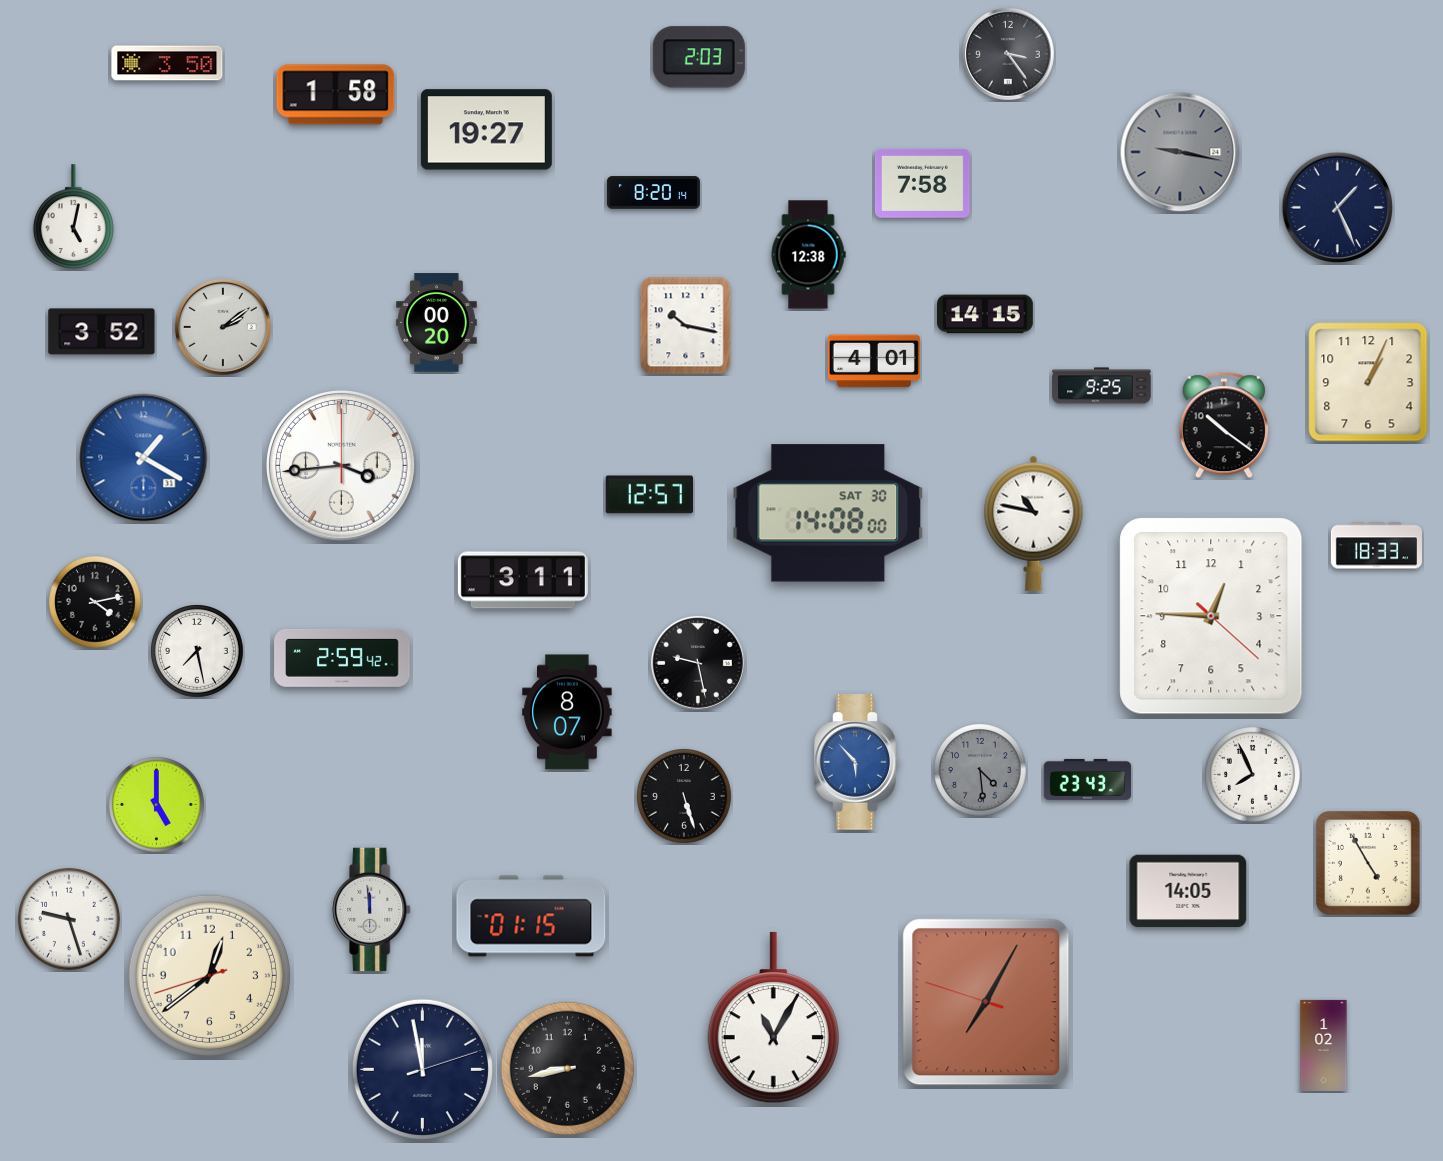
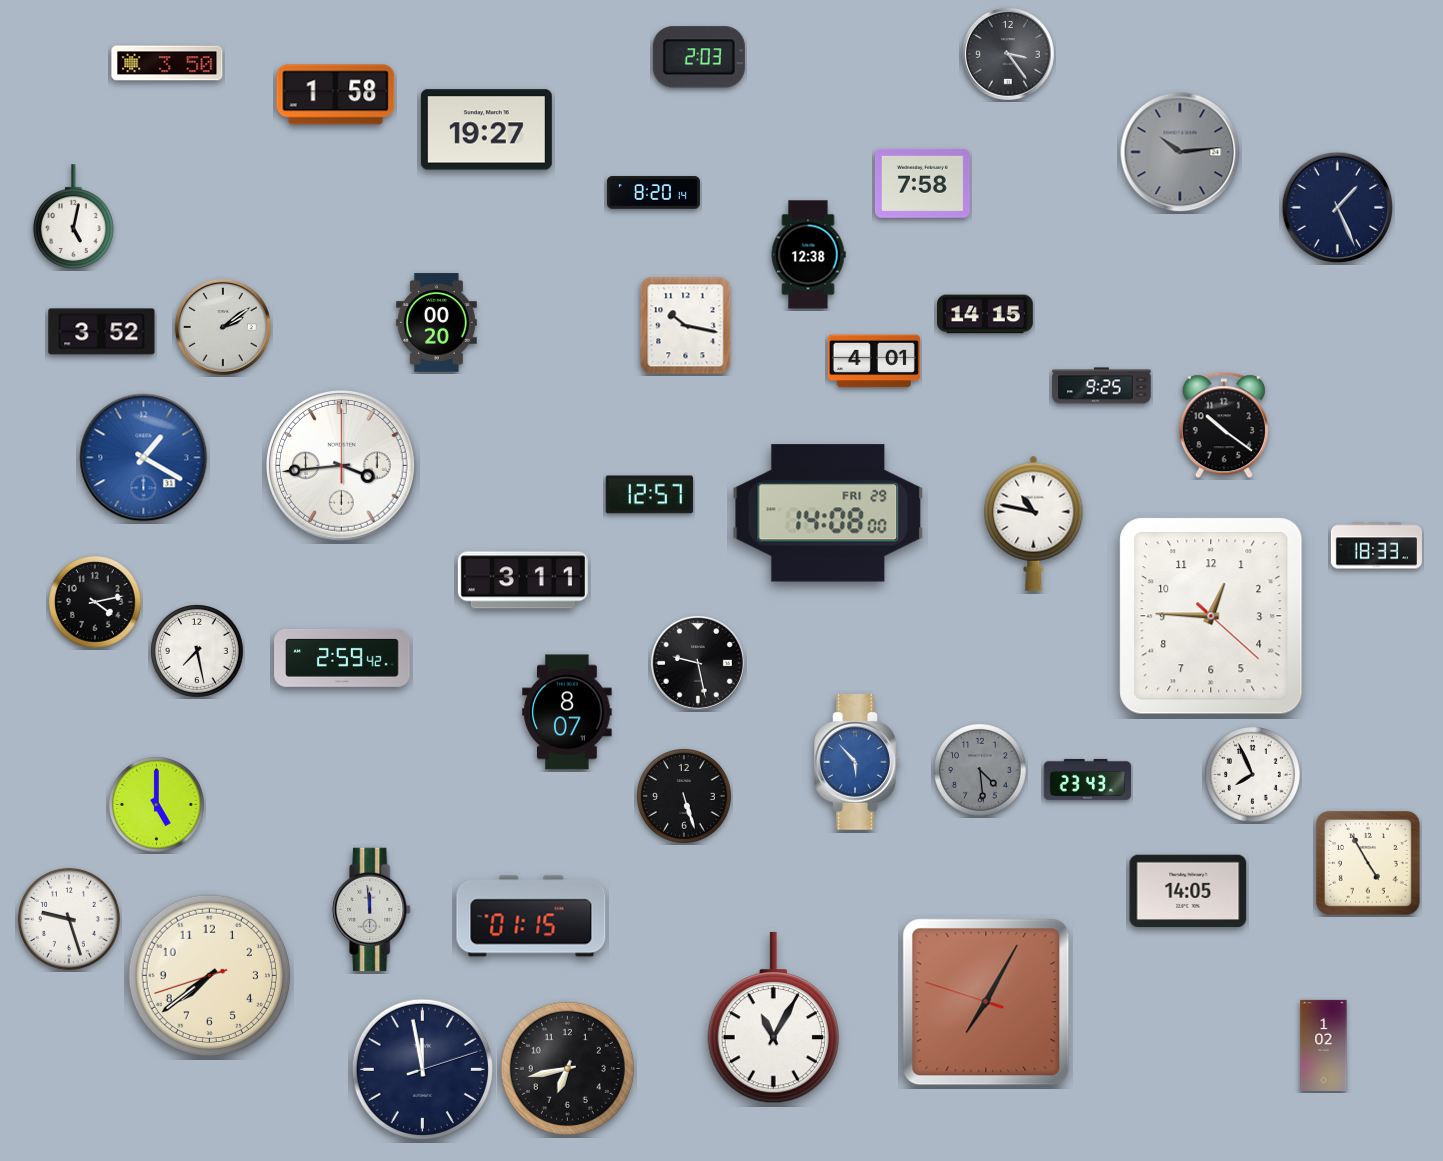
clock at (1180, 152): 9:17 -> 10:14
clock at (1368, 382): 1:04 -> none
clock at (828, 513) date: SAT 30 -> FRI 29
clock at (209, 975): 12:38 -> 7:38
clock at (567, 1068): 8:43 -> 6:43
